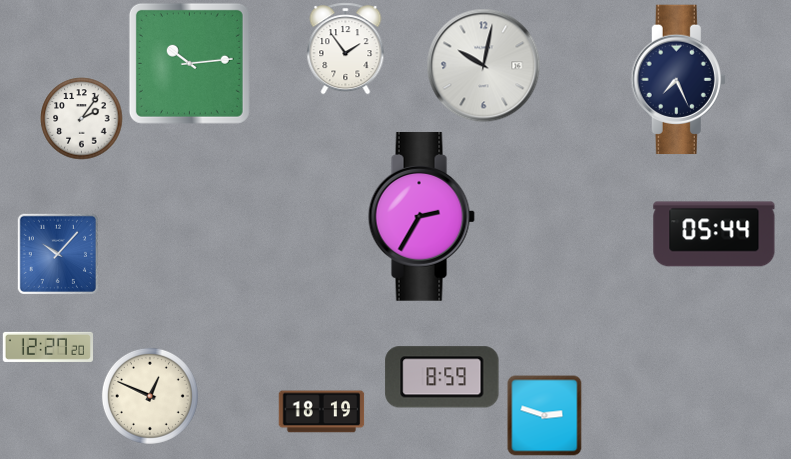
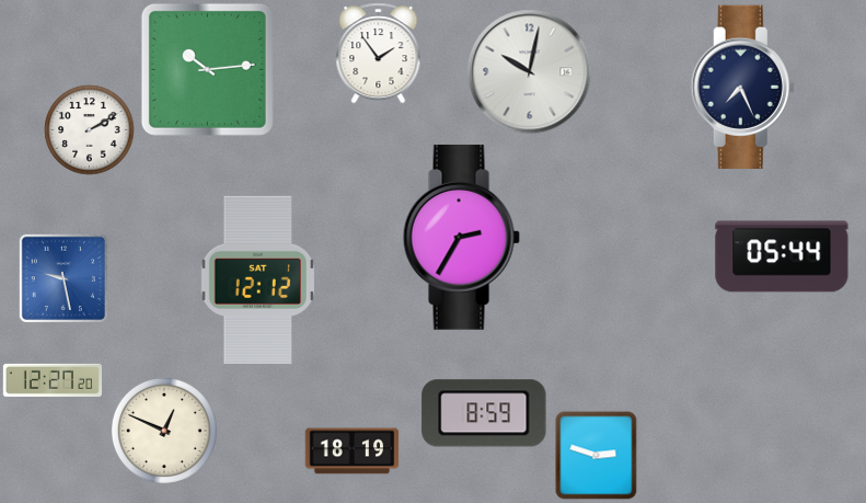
clock at (81, 118): 2:06 -> 2:10
clock at (58, 254): 10:07 -> 9:28
clock at (257, 279): none -> 12:12
clock at (150, 396) position: (150, 396) -> (164, 431)
